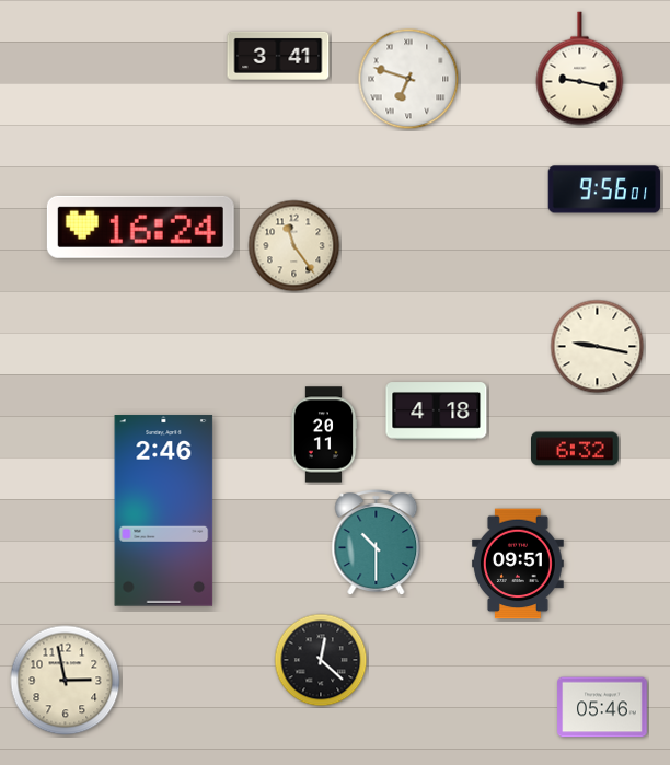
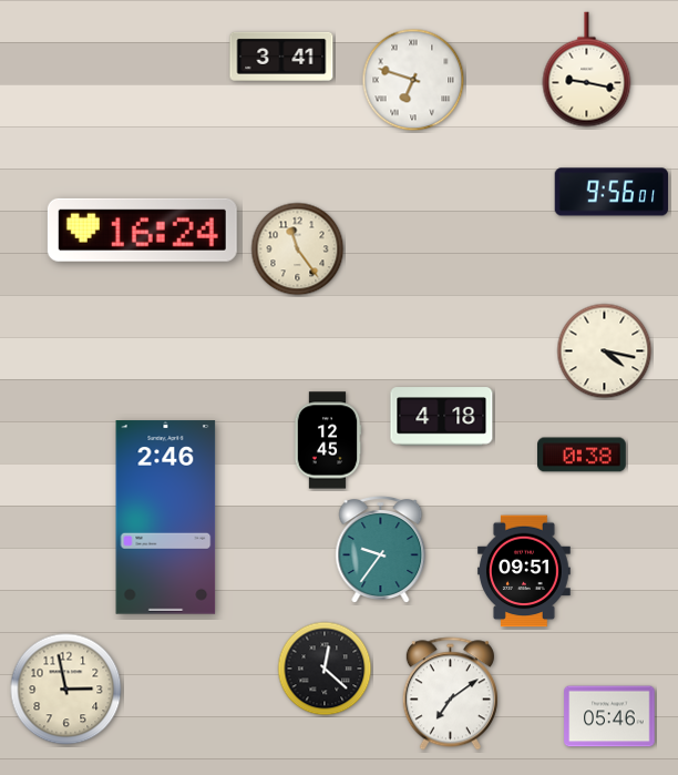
clock at (598, 347): 9:17 -> 4:17
clock at (324, 434): 20:11 -> 12:45
clock at (576, 449): 6:32 -> 0:38
clock at (377, 543): 10:30 -> 9:36
clock at (450, 694): none -> 7:09
